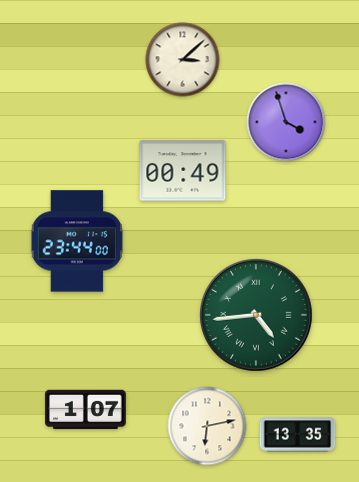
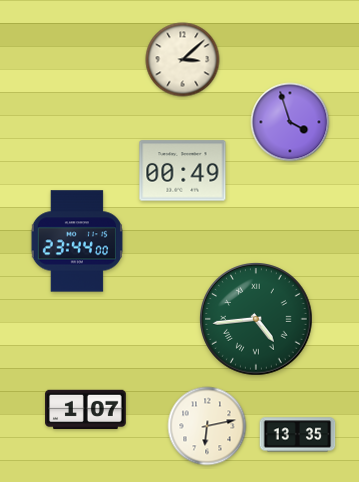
clock at (286, 122) position: (286, 122) -> (290, 122)
clock at (257, 316) position: (257, 316) -> (257, 320)
